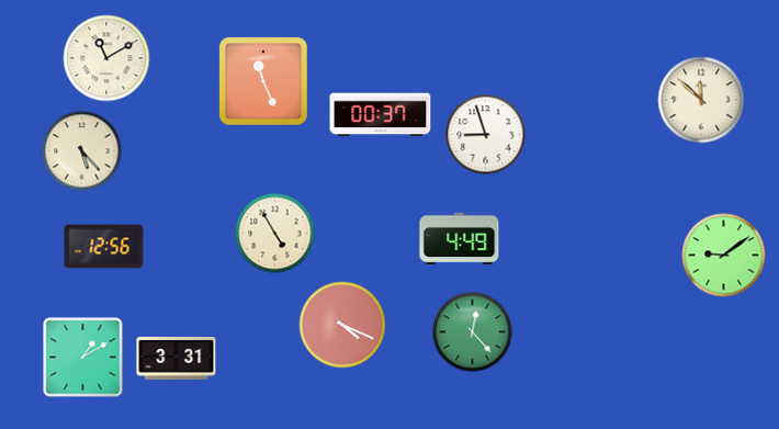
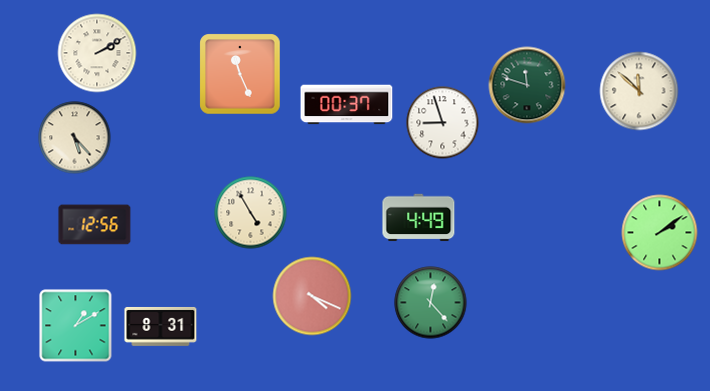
clock at (106, 58): 11:10 -> 2:10
clock at (527, 85): none -> 11:48
clock at (724, 256): 9:09 -> 2:09
clock at (177, 358): 3:31 -> 8:31
